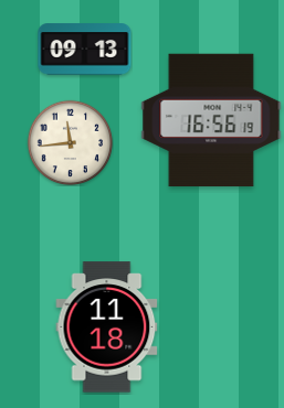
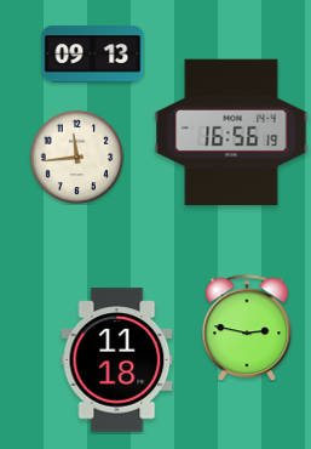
clock at (247, 328): none -> 2:47
